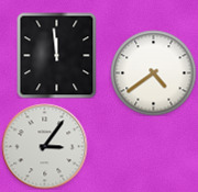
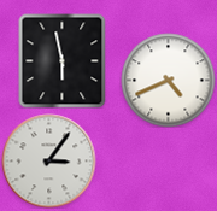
clock at (57, 55): 11:59 -> 5:58
clock at (153, 72): 4:39 -> 4:41
